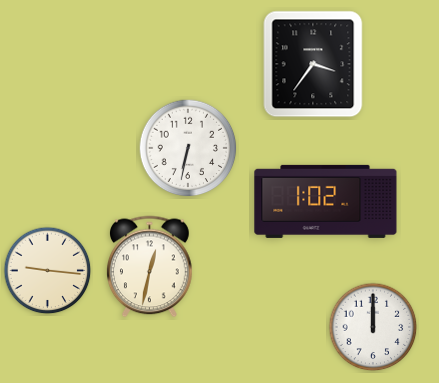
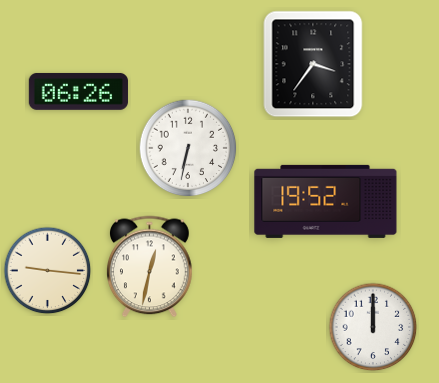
clock at (78, 92): none -> 06:26
clock at (326, 201): 1:02 -> 19:52
